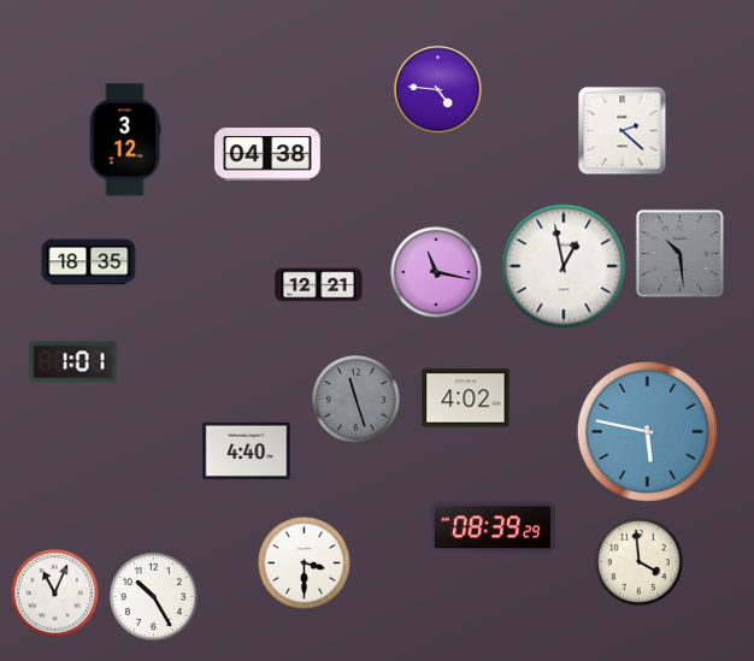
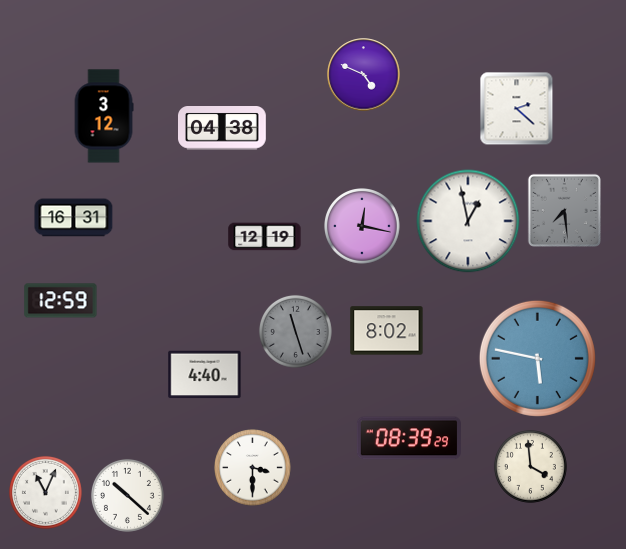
clock at (438, 90): 4:46 -> 4:49
clock at (679, 253): 10:29 -> 7:29
clock at (89, 262): 18:35 -> 16:31
clock at (437, 273): 11:17 -> 12:17
clock at (319, 285): 12:21 -> 12:19
clock at (73, 362): 1:01 -> 12:59
clock at (466, 399): 4:02 -> 8:02
clock at (153, 596): 10:25 -> 10:22
